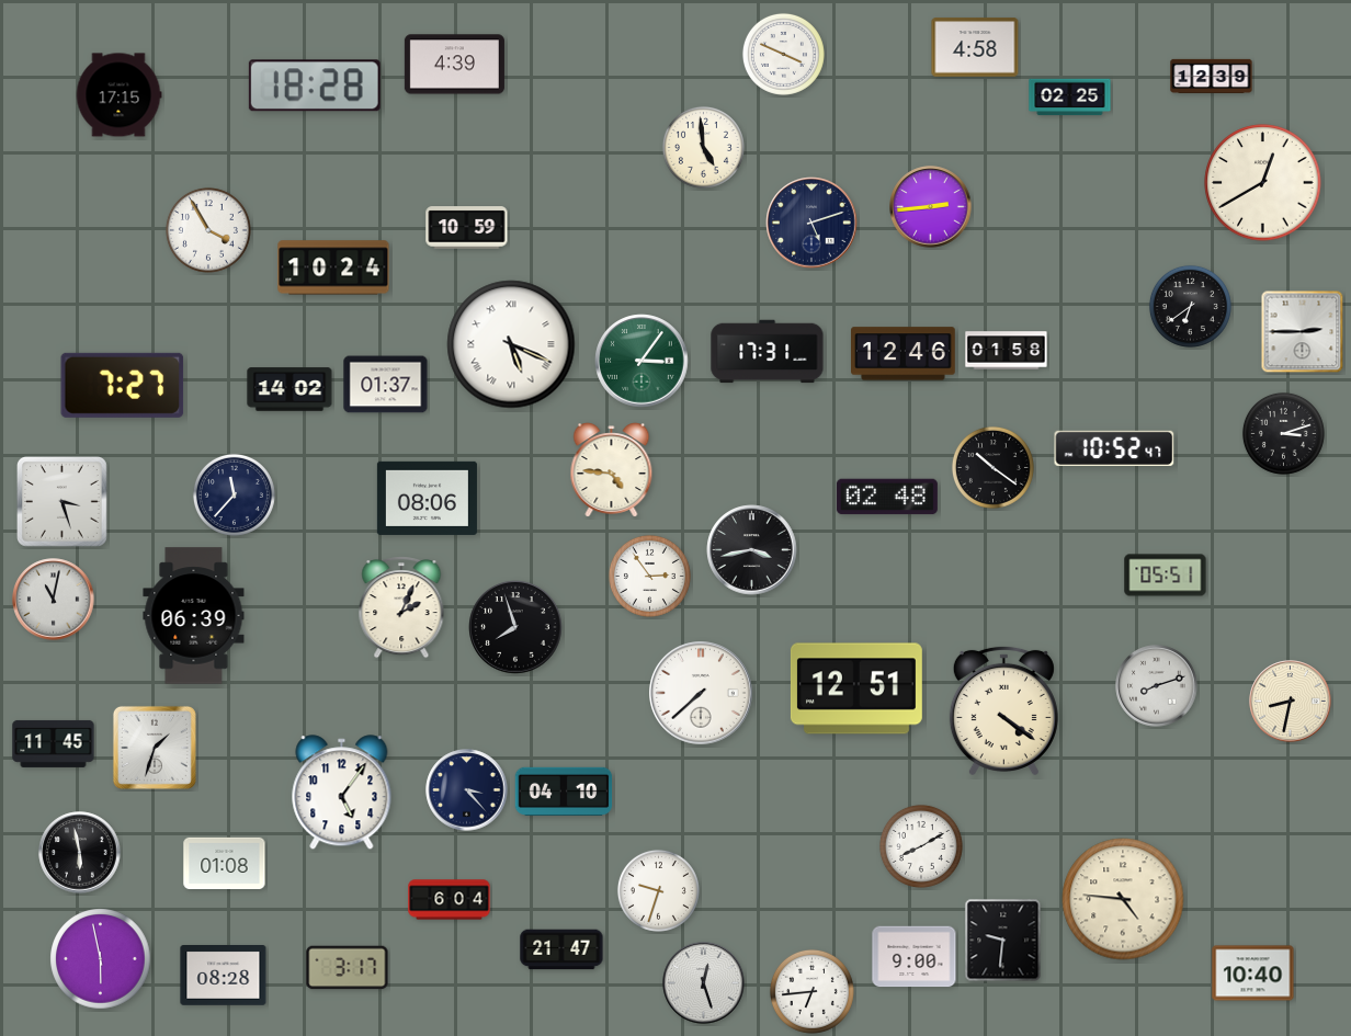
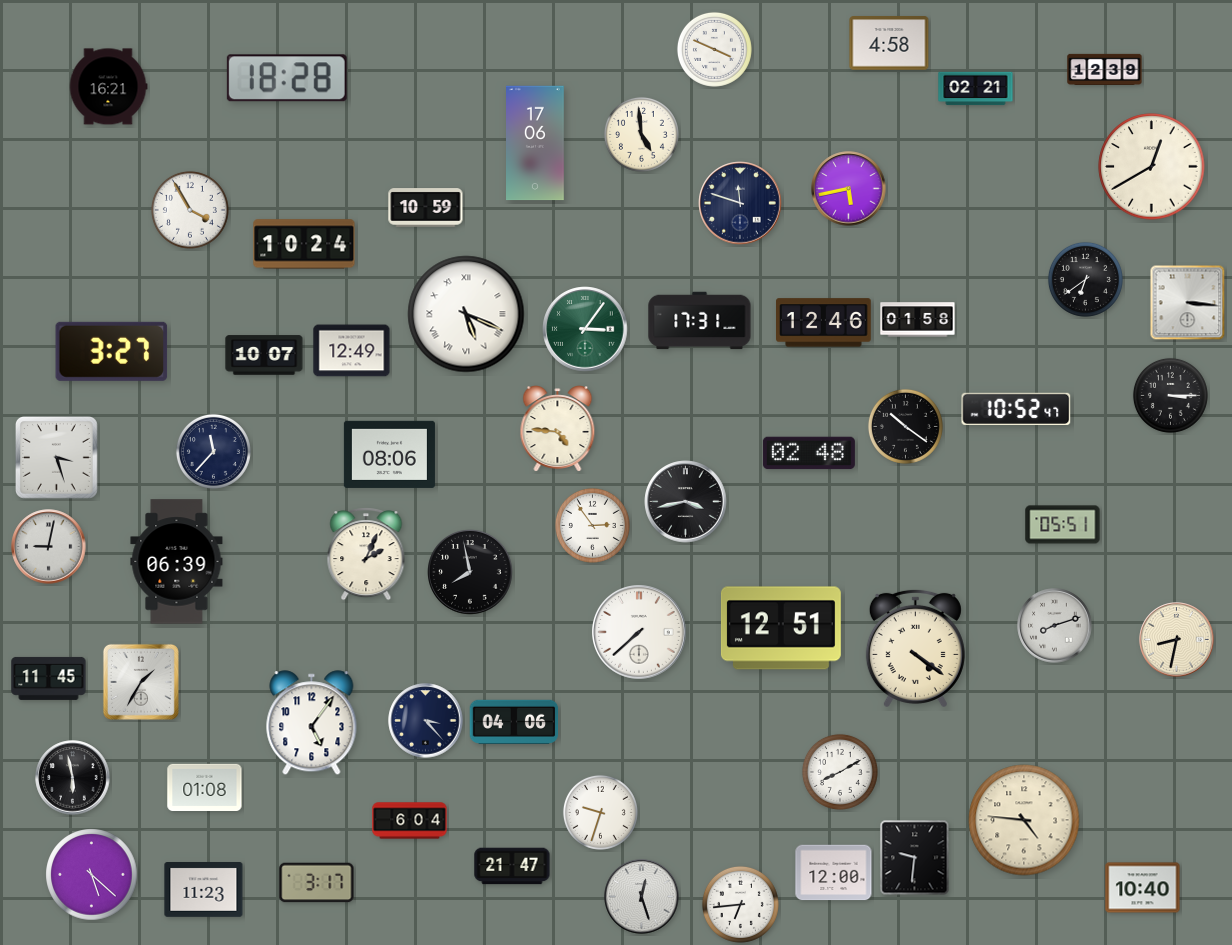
clock at (454, 65): 4:39 -> none
clock at (118, 95): 17:15 -> 16:21
clock at (1070, 98): 02:25 -> 02:21
clock at (536, 143): none -> 17:06
clock at (931, 207): 2:44 -> 5:43
clock at (811, 223): 5:12 -> 11:48
clock at (1303, 332): 2:45 -> 3:16
clock at (123, 385): 7:27 -> 3:27
clock at (386, 385): 01:37 -> 12:49
clock at (289, 389): 14:02 -> 10:07
clock at (1283, 433): 3:12 -> 3:15
clock at (54, 600): 11:02 -> 9:02
clock at (515, 627): 7:57 -> 7:58
clock at (155, 748): 1:33 -> 1:35
clock at (564, 792): 04:10 -> 04:06
clock at (915, 957): 9:00 -> 12:00
clock at (101, 959): 5:58 -> 5:22
clock at (224, 976): 08:28 -> 11:23
